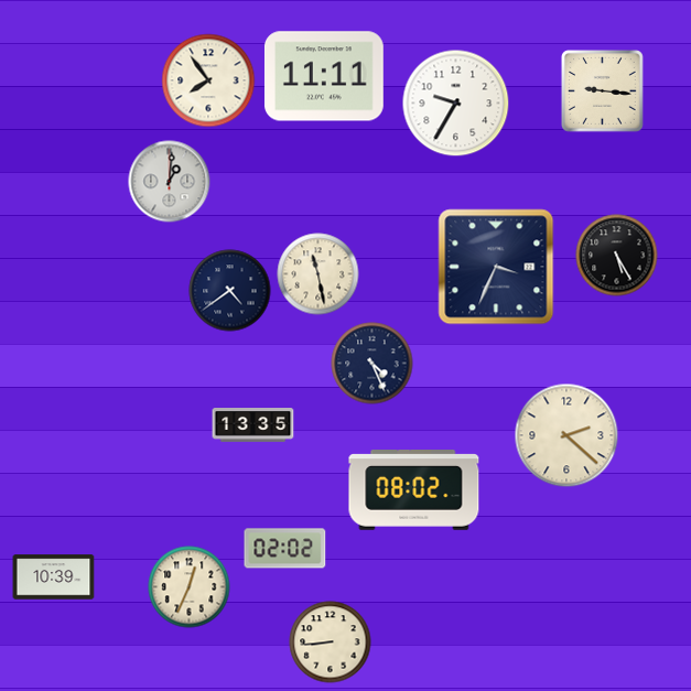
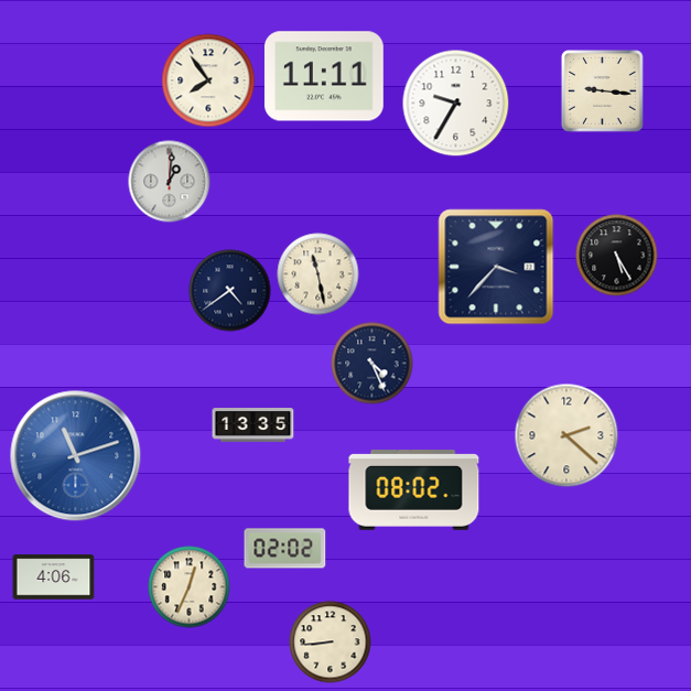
clock at (496, 267): 3:34 -> 3:37
clock at (76, 456): none -> 11:12
clock at (54, 577): 10:39 -> 4:06
